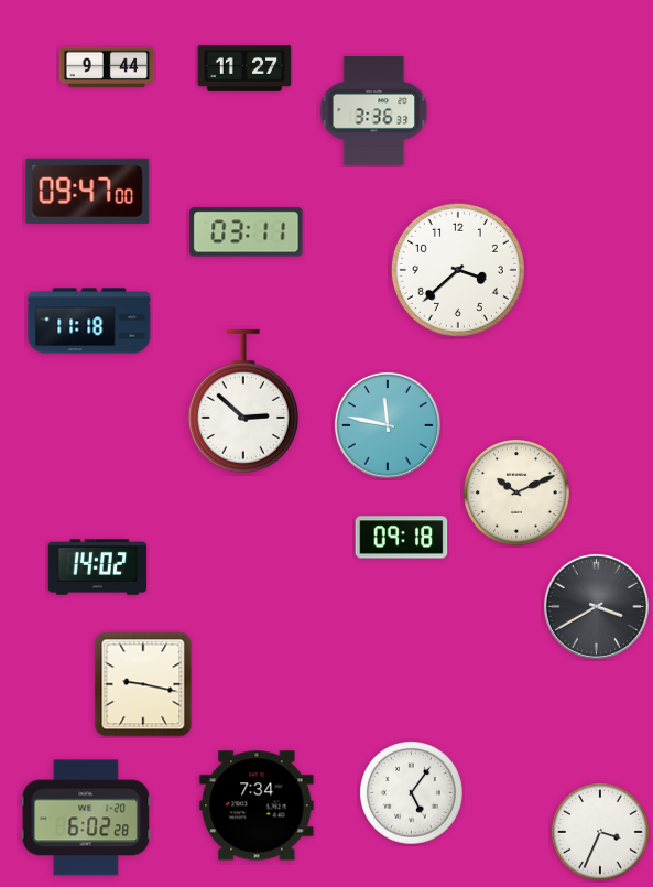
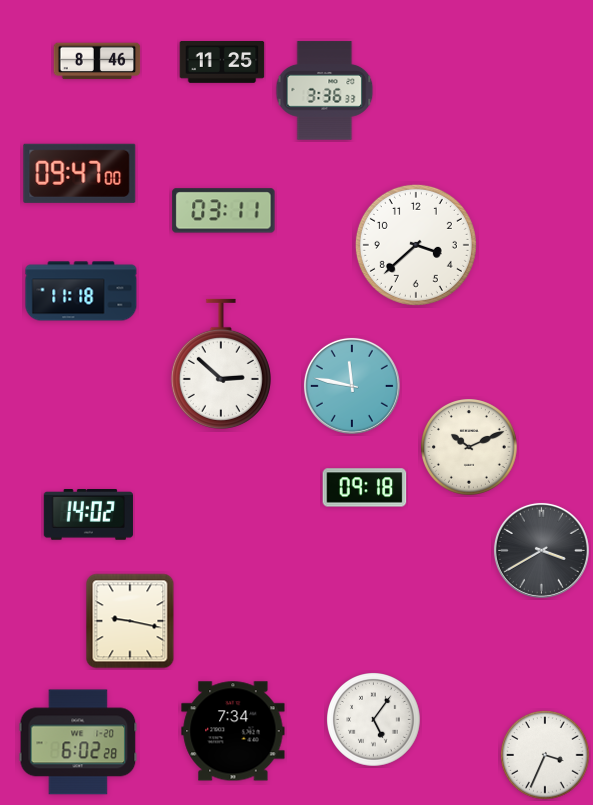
clock at (107, 67): 9:44 -> 8:46
clock at (244, 69): 11:27 -> 11:25
clock at (374, 111) position: (374, 111) -> (325, 91)
